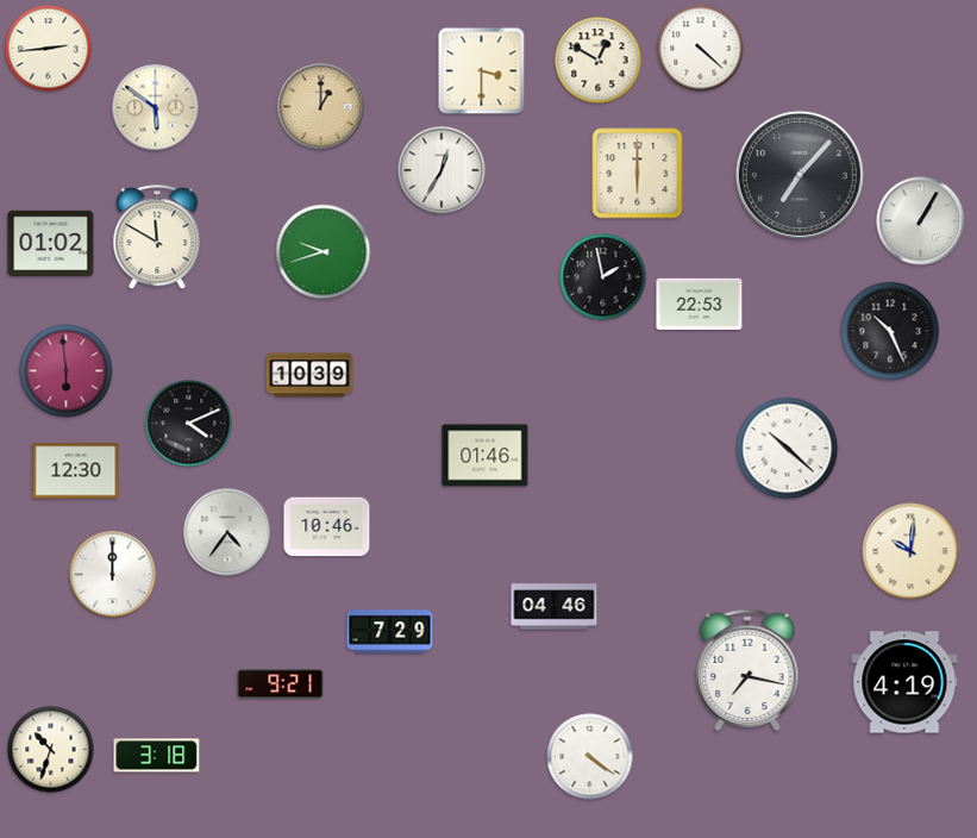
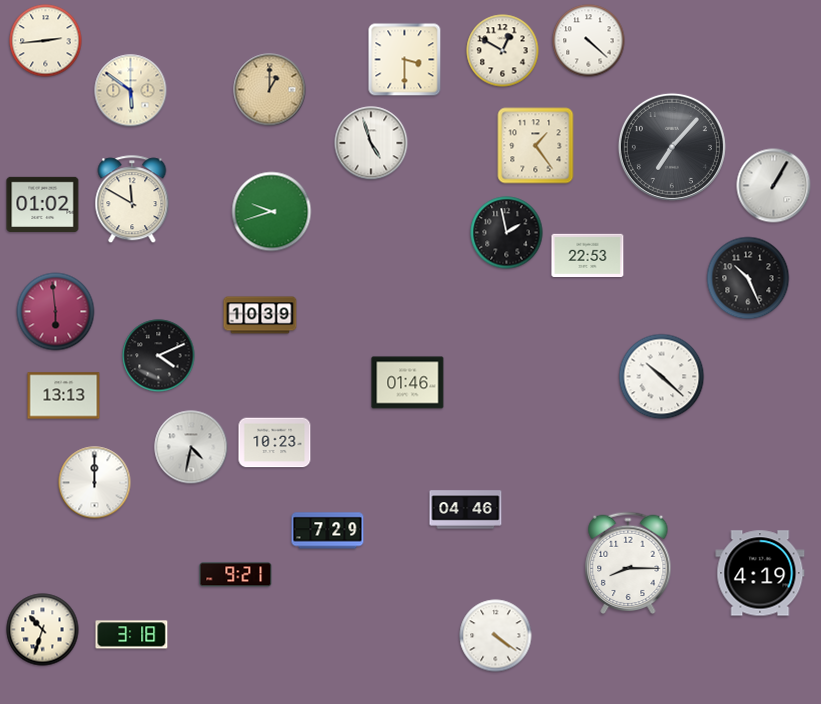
clock at (49, 49) position: (49, 49) -> (46, 41)
clock at (441, 170): 12:35 -> 4:57
clock at (638, 174): 6:00 -> 1:24
clock at (76, 471): 12:30 -> 13:13
clock at (327, 527): 10:46 -> 10:23
clock at (227, 532): 4:36 -> 4:32
clock at (910, 551): 10:01 -> none
clock at (747, 669): 7:17 -> 8:15
